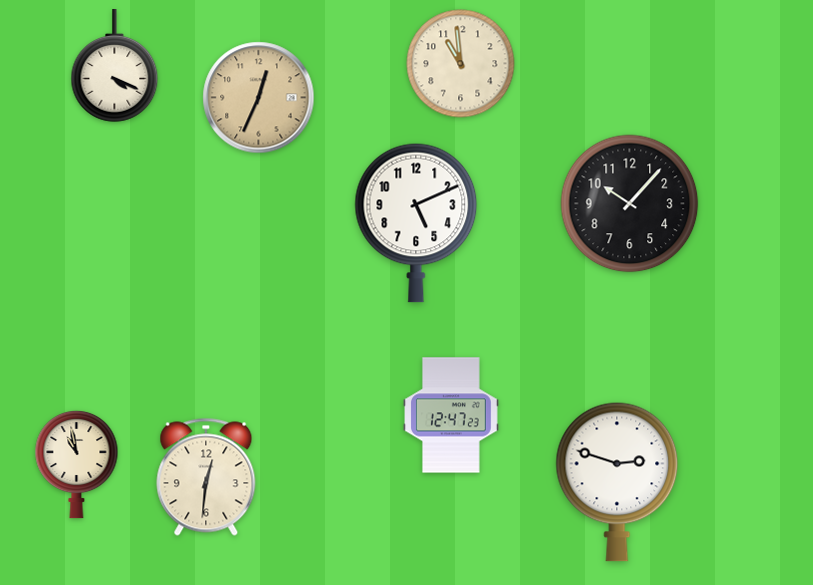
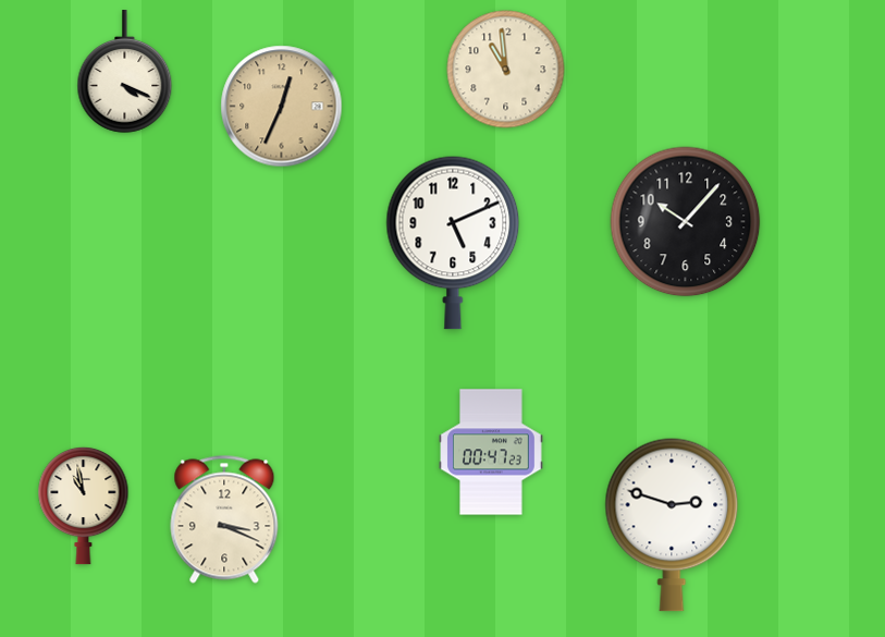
clock at (461, 64) position: (461, 64) -> (506, 70)
clock at (452, 415): 12:47 -> 00:47
clock at (206, 477): 12:31 -> 3:19
